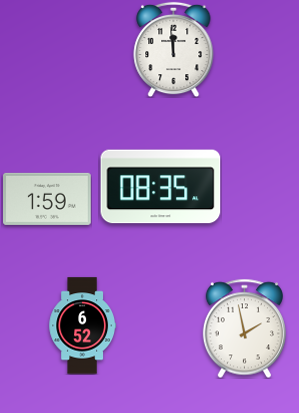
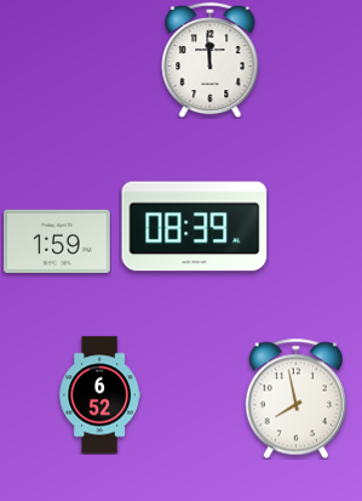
clock at (161, 187): 08:35 -> 08:39
clock at (244, 328): 1:58 -> 7:58
